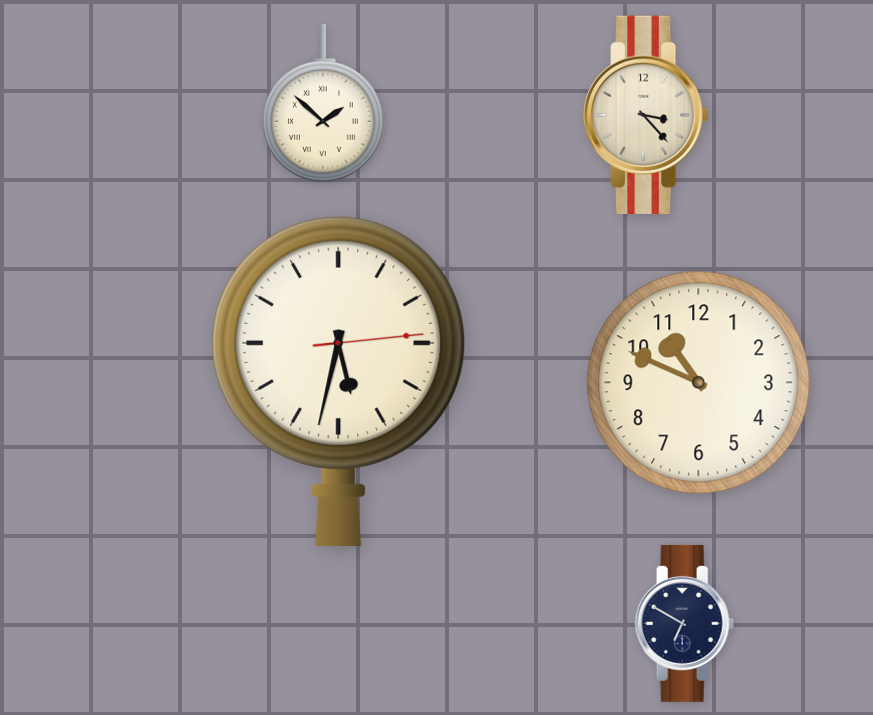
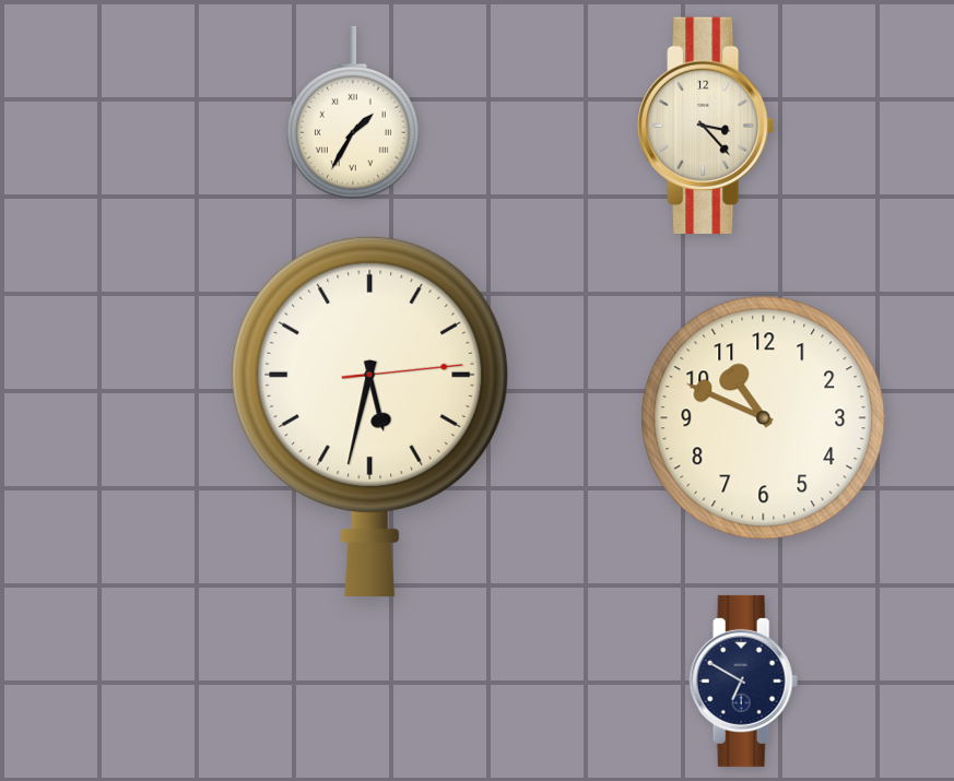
clock at (323, 103): 1:52 -> 1:35
clock at (685, 623) position: (685, 623) -> (744, 681)
